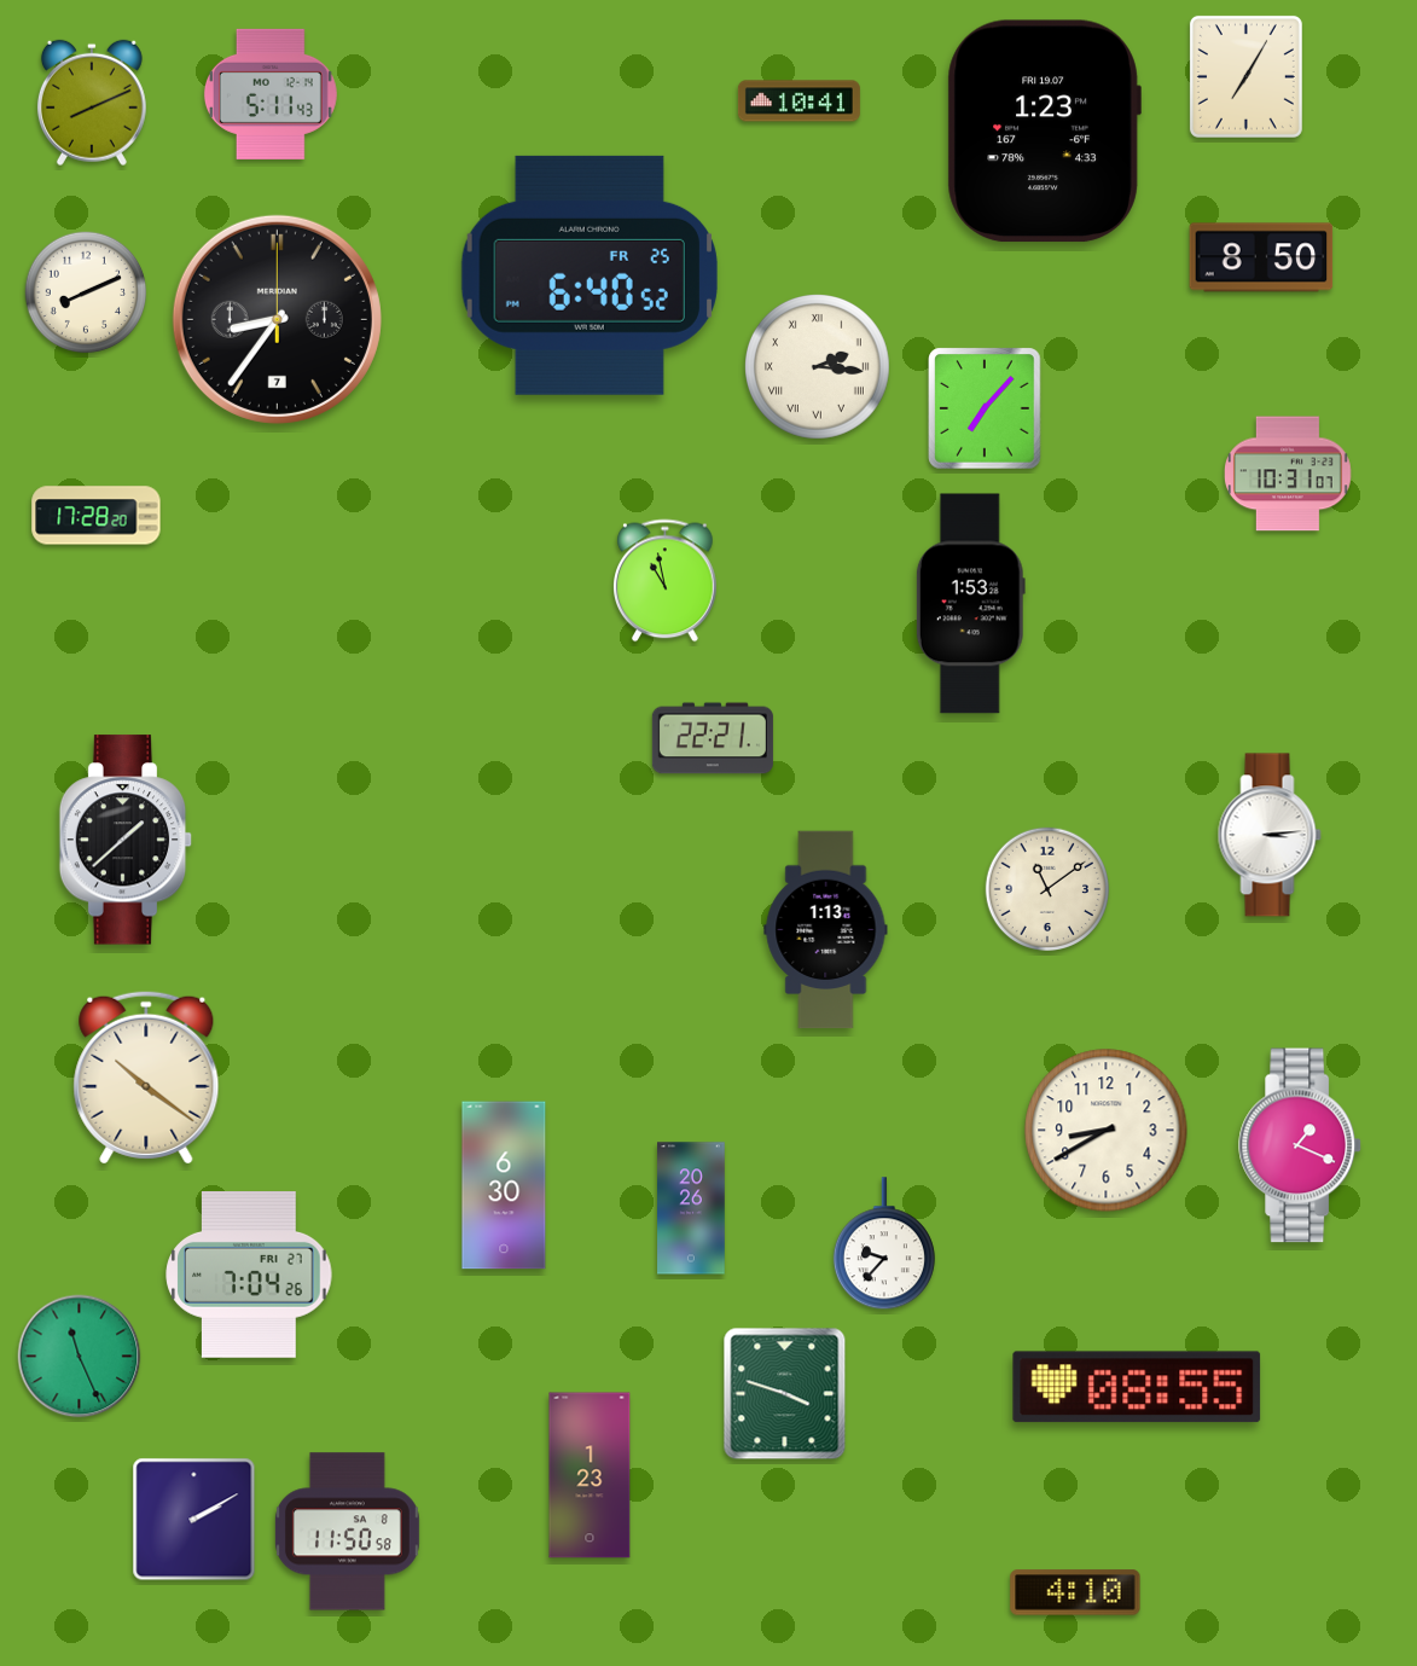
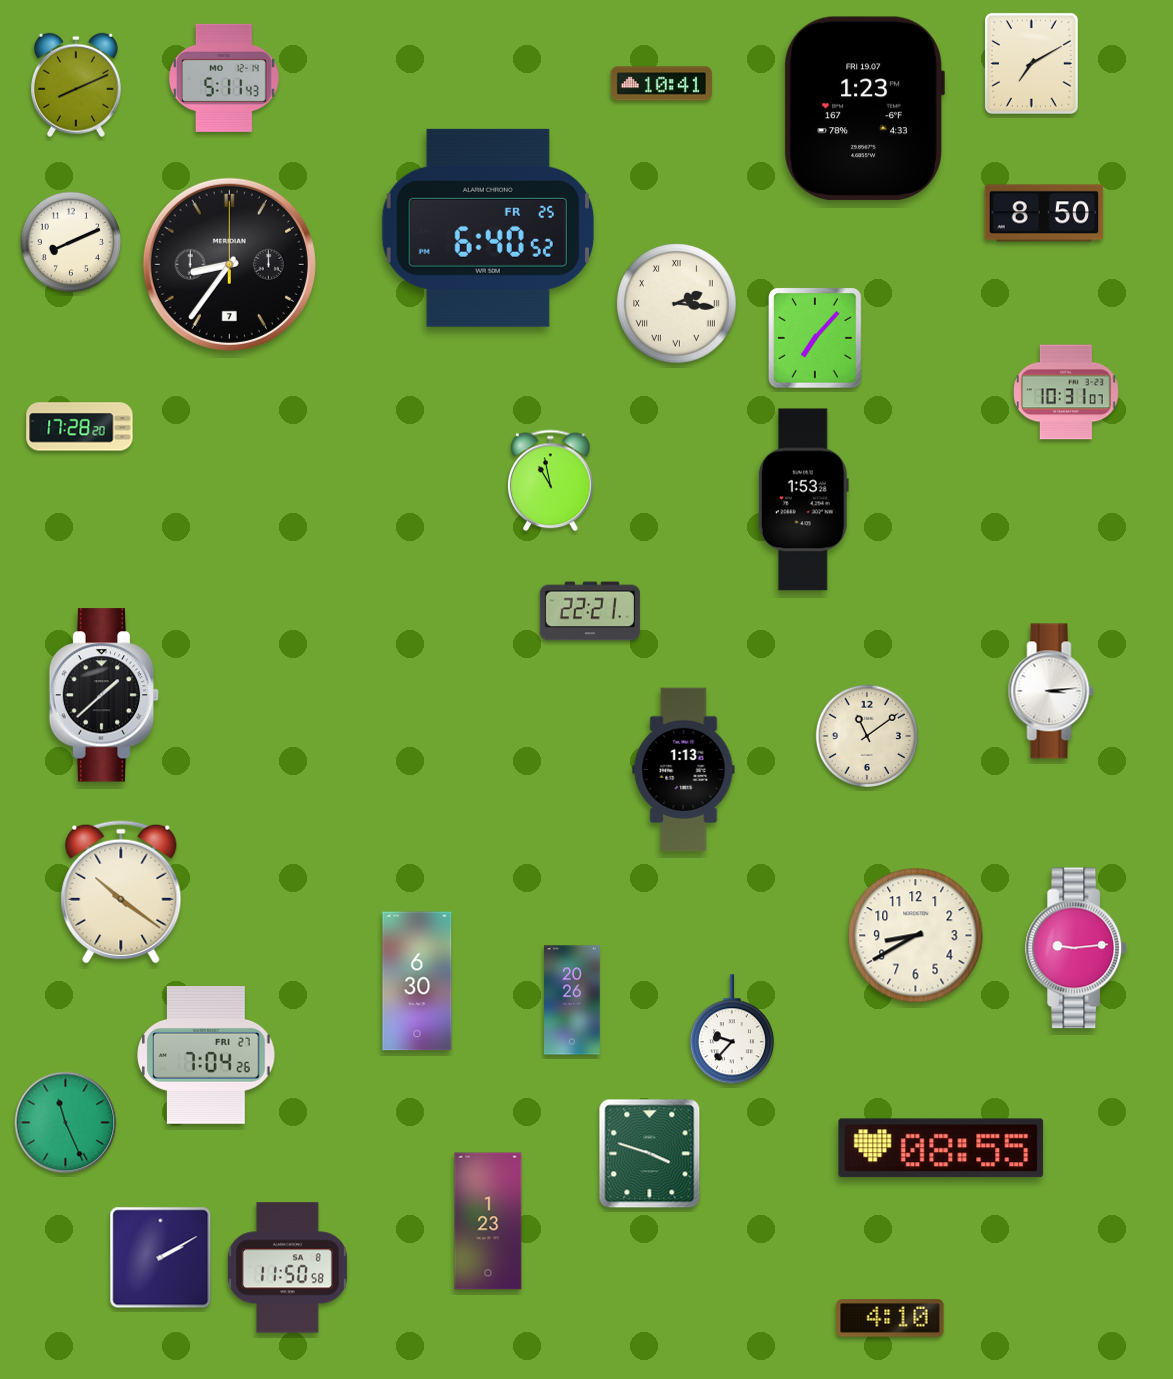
clock at (1245, 76): 7:05 -> 7:10
clock at (1301, 1145): 1:19 -> 9:14
